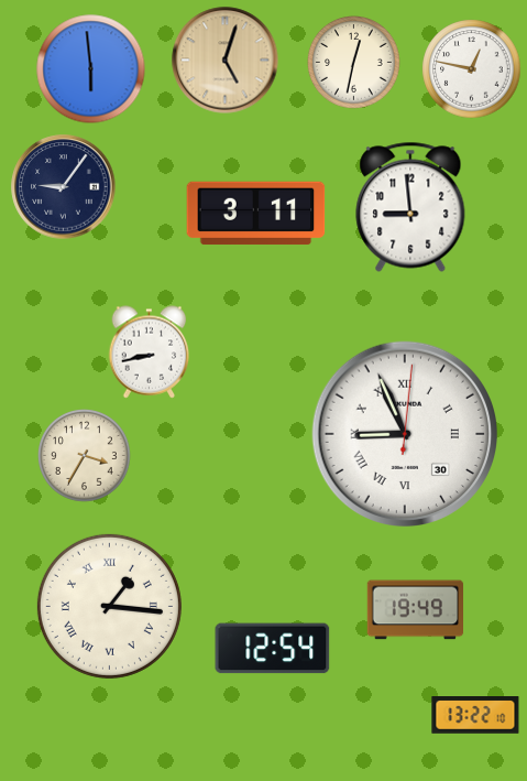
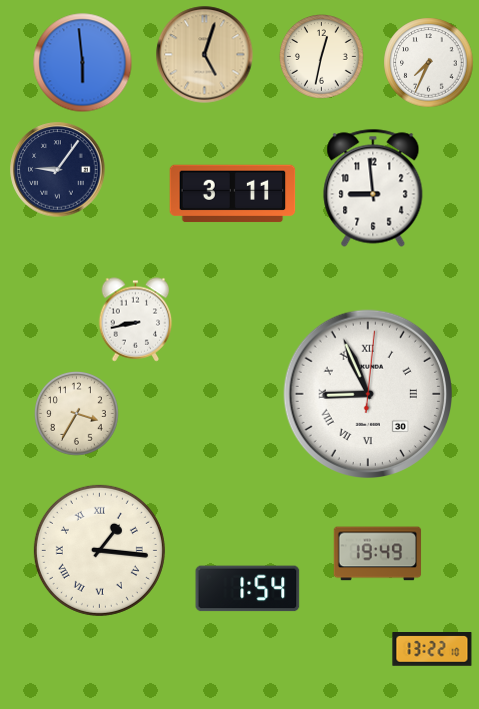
clock at (472, 69): 12:47 -> 7:34
clock at (273, 649): 12:54 -> 1:54
